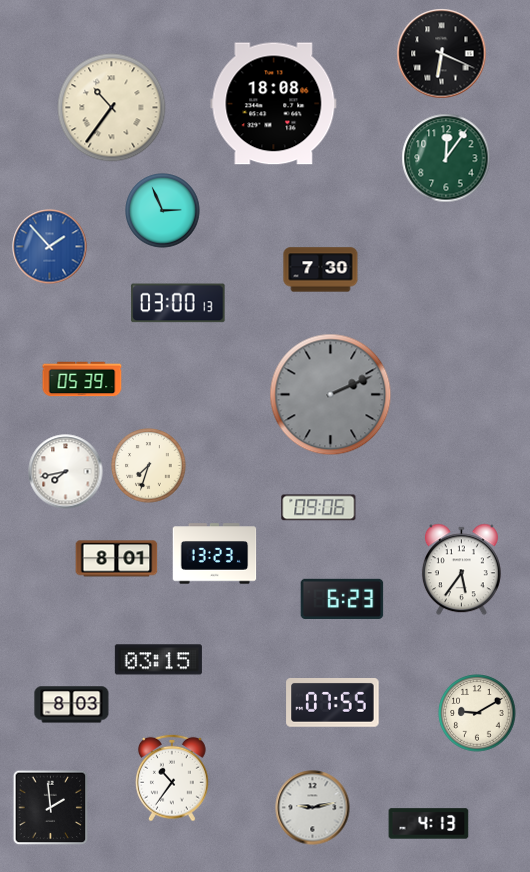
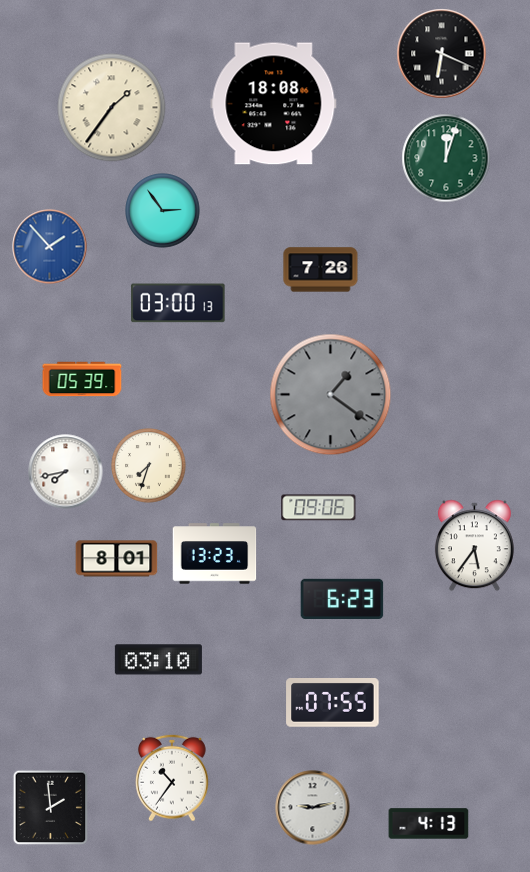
clock at (112, 108): 10:36 -> 1:36
clock at (446, 158): 12:06 -> 12:03
clock at (163, 211): 2:56 -> 2:54
clock at (321, 270): 7:30 -> 7:26
clock at (331, 395): 2:11 -> 1:21
clock at (461, 570) position: (461, 570) -> (474, 546)
clock at (158, 660): 03:15 -> 03:10
clock at (72, 705): 8:03 -> none
clock at (477, 713): 9:10 -> none
